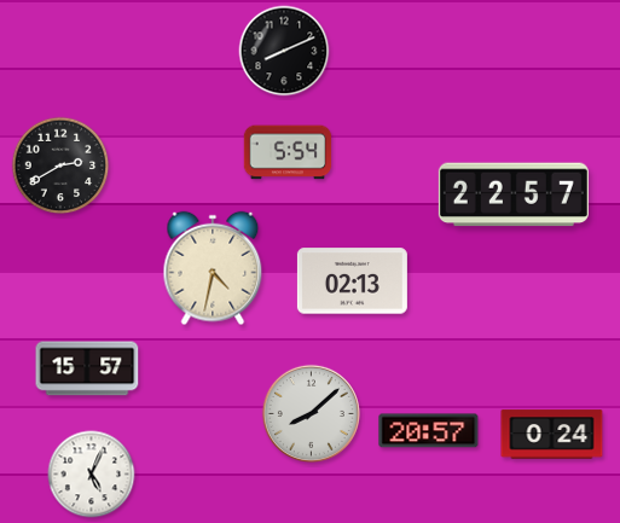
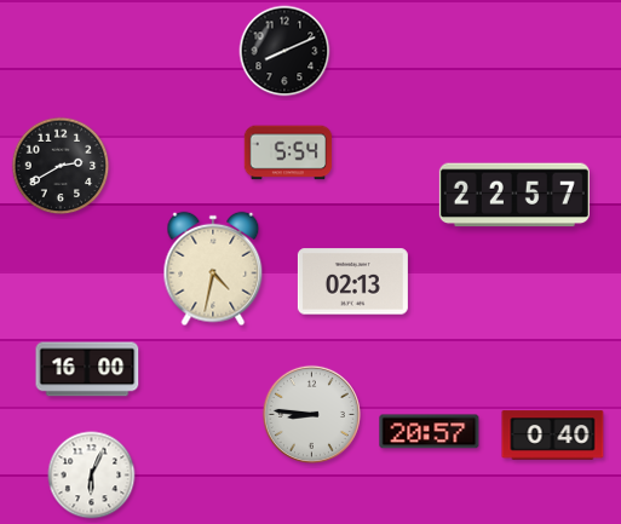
clock at (87, 368): 15:57 -> 16:00
clock at (311, 413): 8:08 -> 8:46
clock at (552, 435): 0:24 -> 0:40
clock at (92, 475): 5:04 -> 6:04
